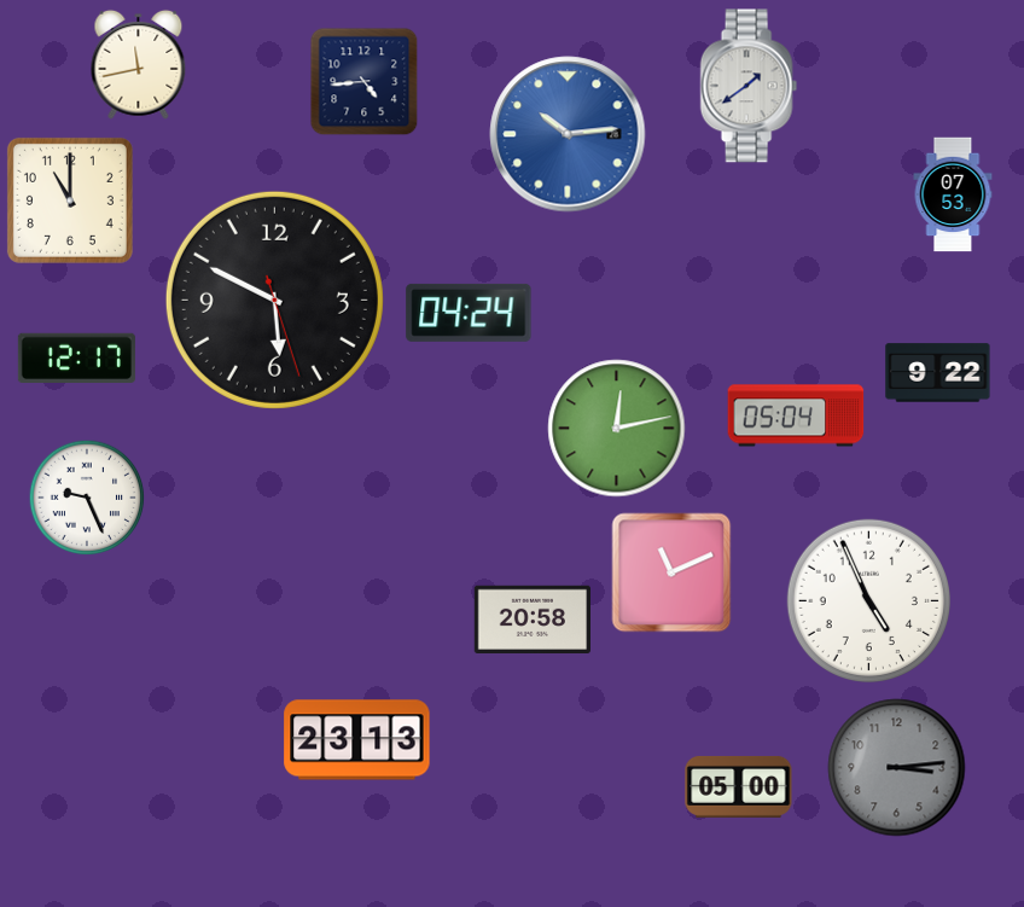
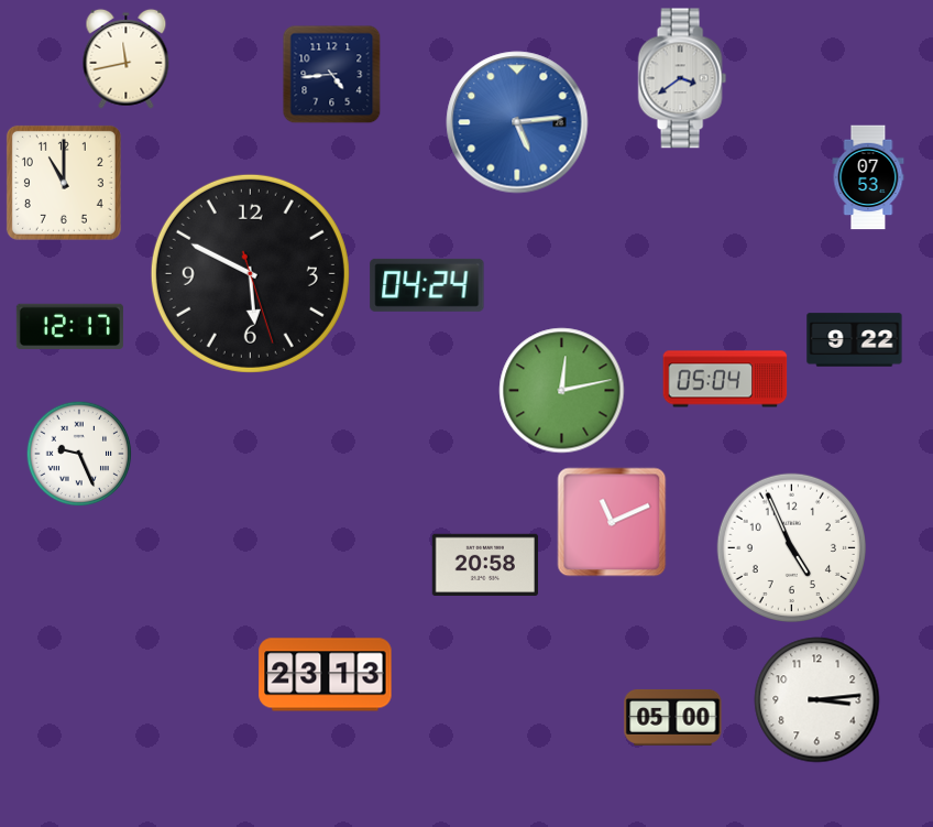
clock at (749, 86): 1:39 -> 3:39
clock at (568, 134): 10:14 -> 5:14
clock at (897, 768) dial: grey -> white
